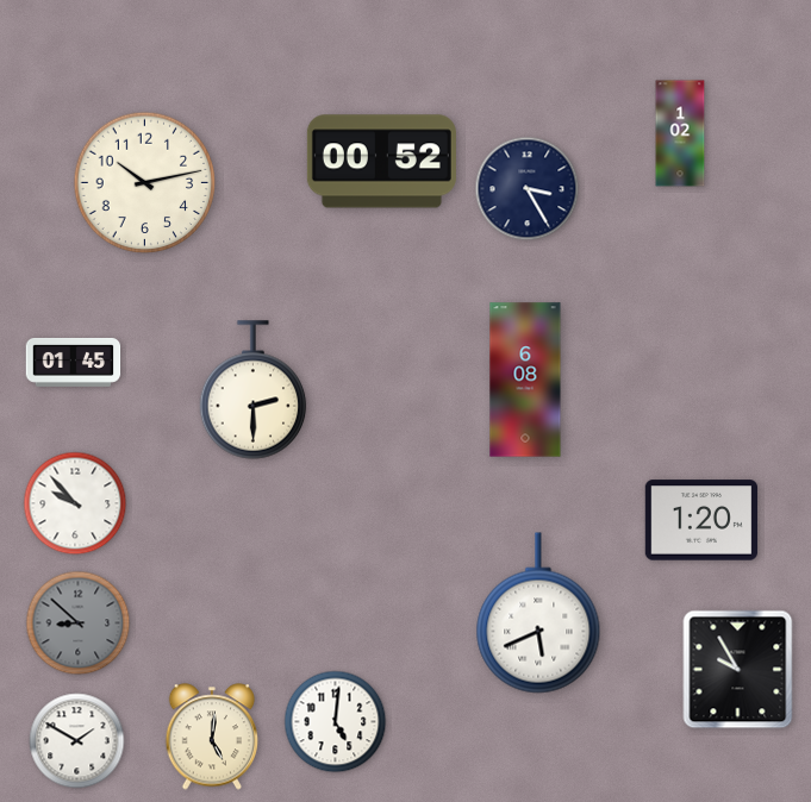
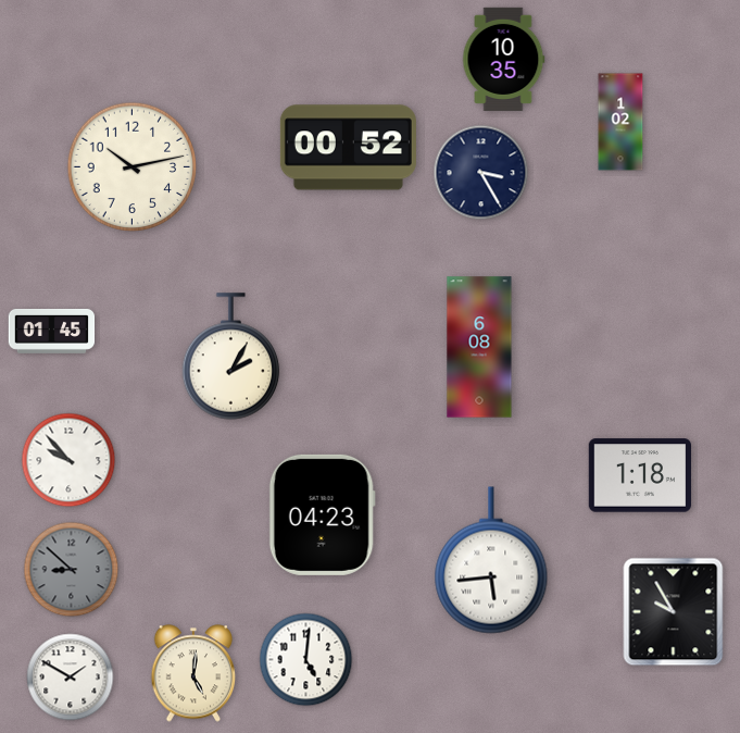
clock at (503, 59): none -> 10:35
clock at (74, 362) position: (74, 362) -> (52, 331)
clock at (254, 390): 2:30 -> 2:05
clock at (700, 520): 1:20 -> 1:18
clock at (322, 514): none -> 04:23
clock at (538, 613): 5:41 -> 5:44
